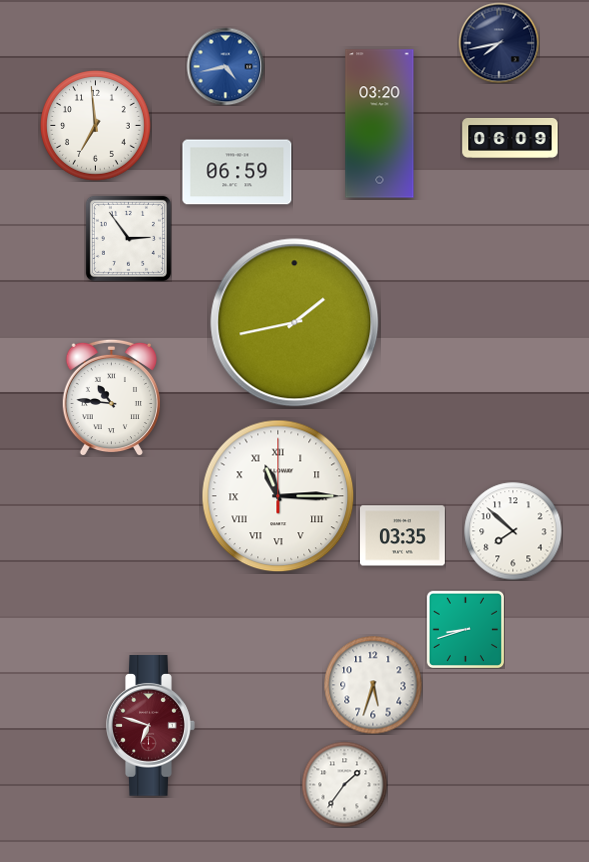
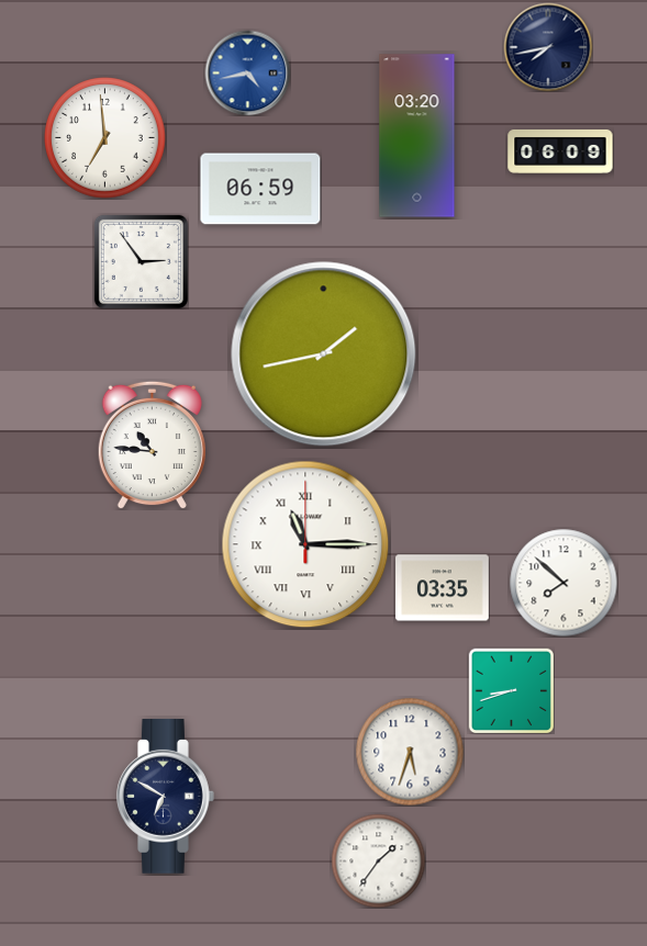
clock at (111, 397) position: (111, 397) -> (152, 444)
clock at (151, 726): 6:48 -> 6:50
clock at (151, 726) dial: burgundy -> navy
